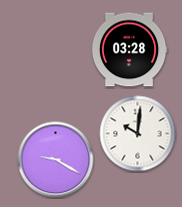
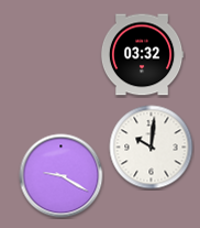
clock at (129, 50): 03:28 -> 03:32
